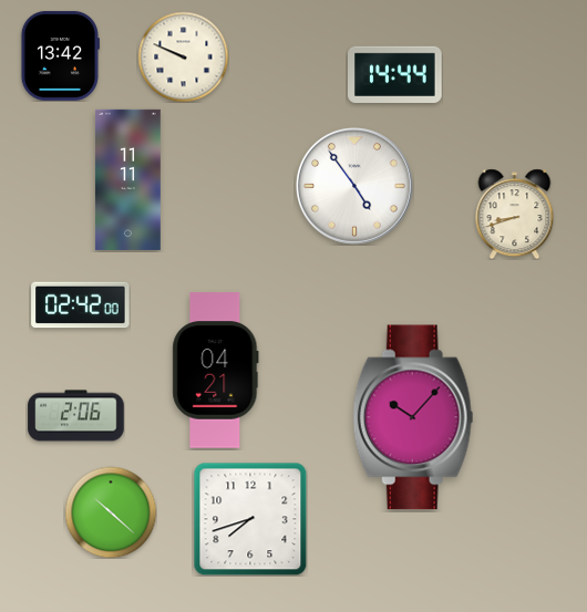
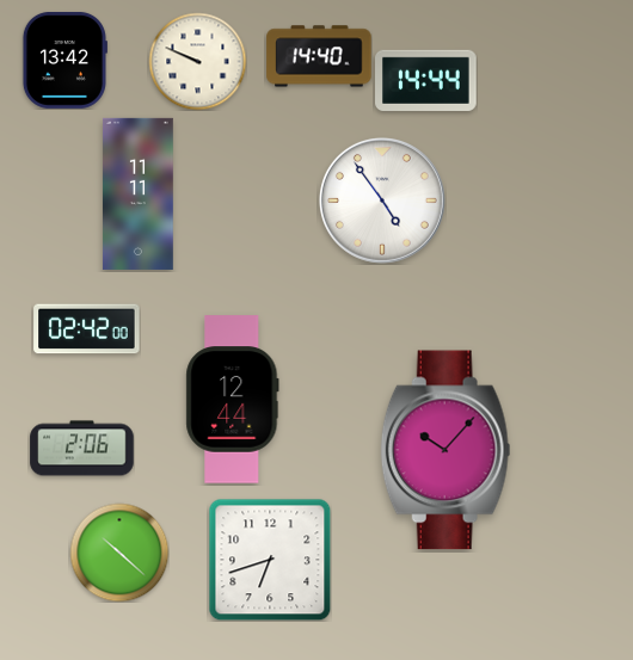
clock at (319, 56): none -> 14:40
clock at (515, 214): 8:42 -> none
clock at (216, 371): 04:21 -> 12:44
clock at (250, 519): 7:42 -> 6:42
